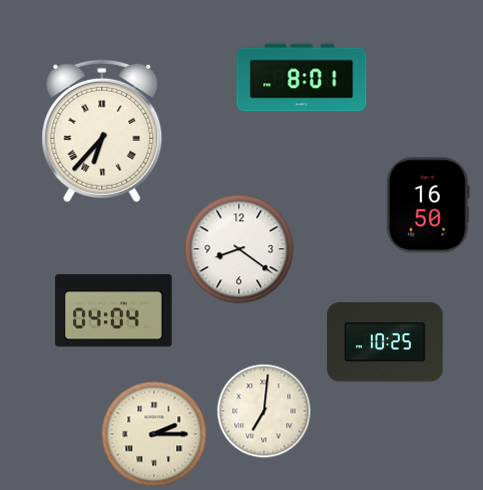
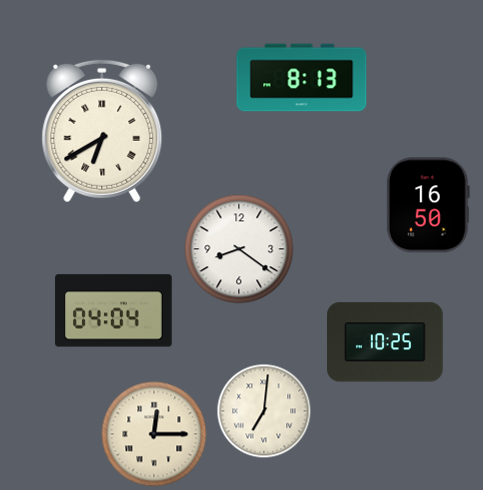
clock at (302, 78): 8:01 -> 8:13
clock at (102, 131): 6:37 -> 6:40
clock at (154, 434): 2:15 -> 12:15
